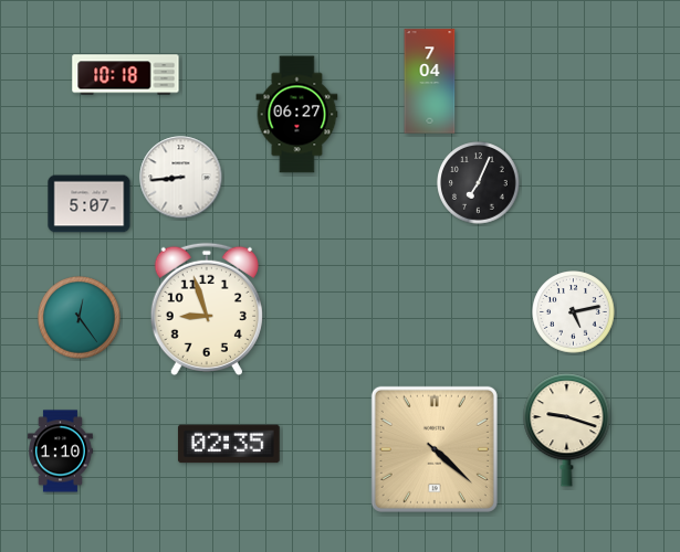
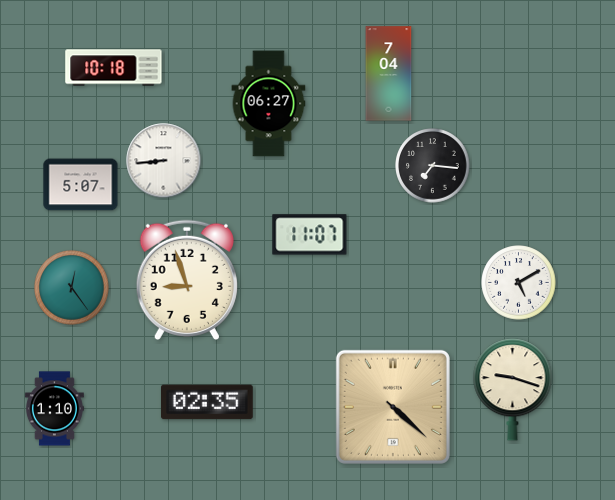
clock at (479, 183): 7:04 -> 7:16
clock at (310, 235): none -> 11:07
clock at (574, 312): 5:13 -> 5:10
